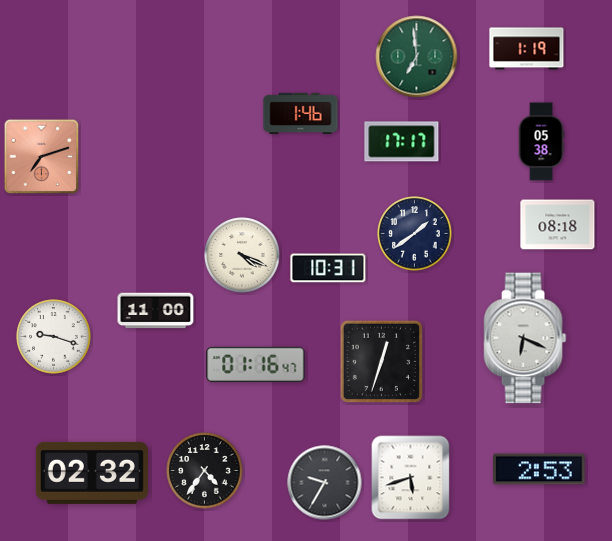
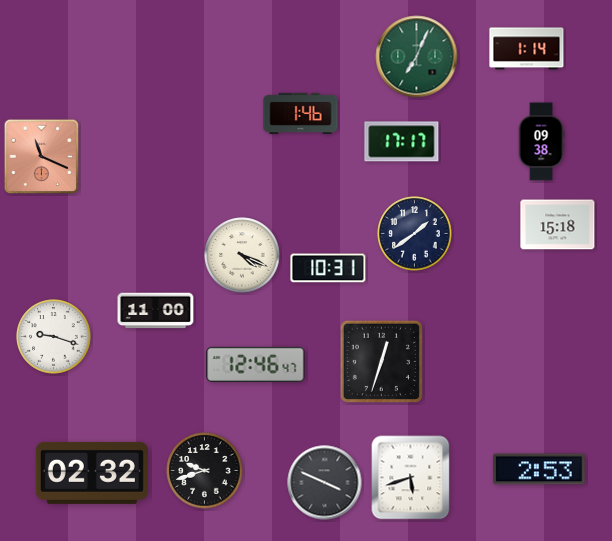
clock at (527, 49): 1:19 -> 1:14
clock at (417, 57): 6:59 -> 7:04
clock at (541, 142): 05:38 -> 09:38
clock at (42, 157): 7:12 -> 11:19
clock at (558, 225): 08:18 -> 15:18
clock at (525, 338): 6:19 -> none
clock at (256, 364): 01:16 -> 12:46
clock at (205, 471): 4:36 -> 9:42
clock at (325, 483): 9:35 -> 3:49
